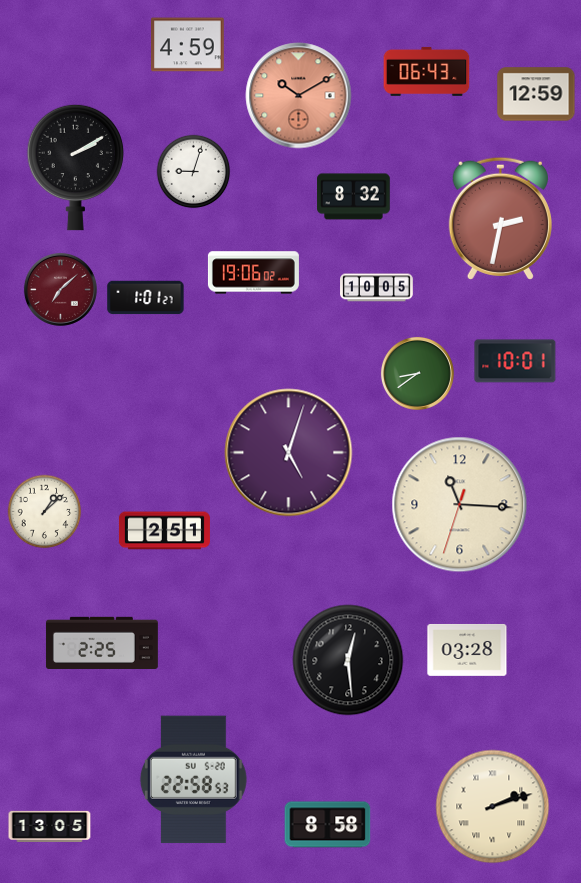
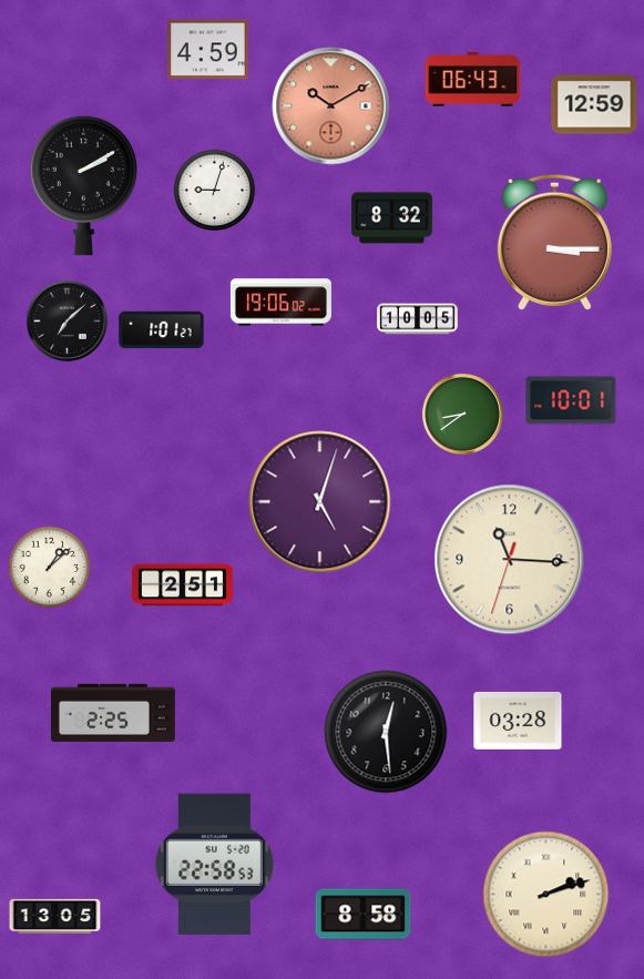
clock at (500, 218): 2:32 -> 3:15
clock at (60, 289) dial: burgundy -> black
clock at (164, 531) position: (164, 531) -> (182, 585)
